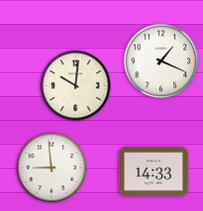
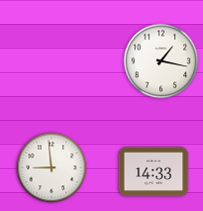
clock at (161, 61): 1:19 -> 1:17
clock at (76, 86): 10:01 -> none
